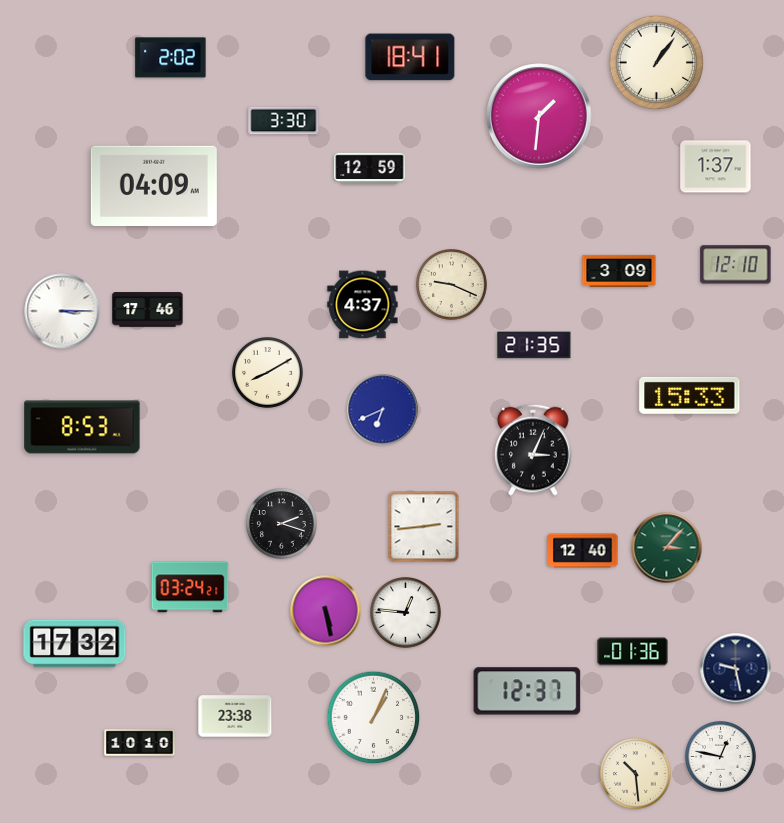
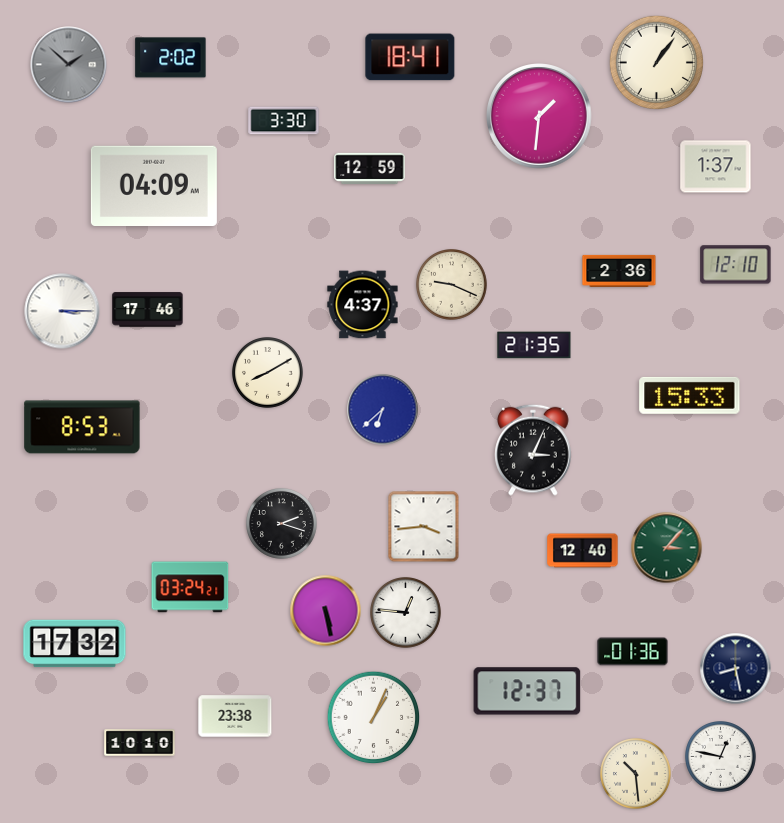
clock at (69, 65): none -> 1:52
clock at (619, 271): 3:09 -> 2:36
clock at (383, 410): 6:41 -> 6:38
clock at (424, 527): 2:44 -> 3:44
clock at (736, 669): 9:28 -> 8:28
